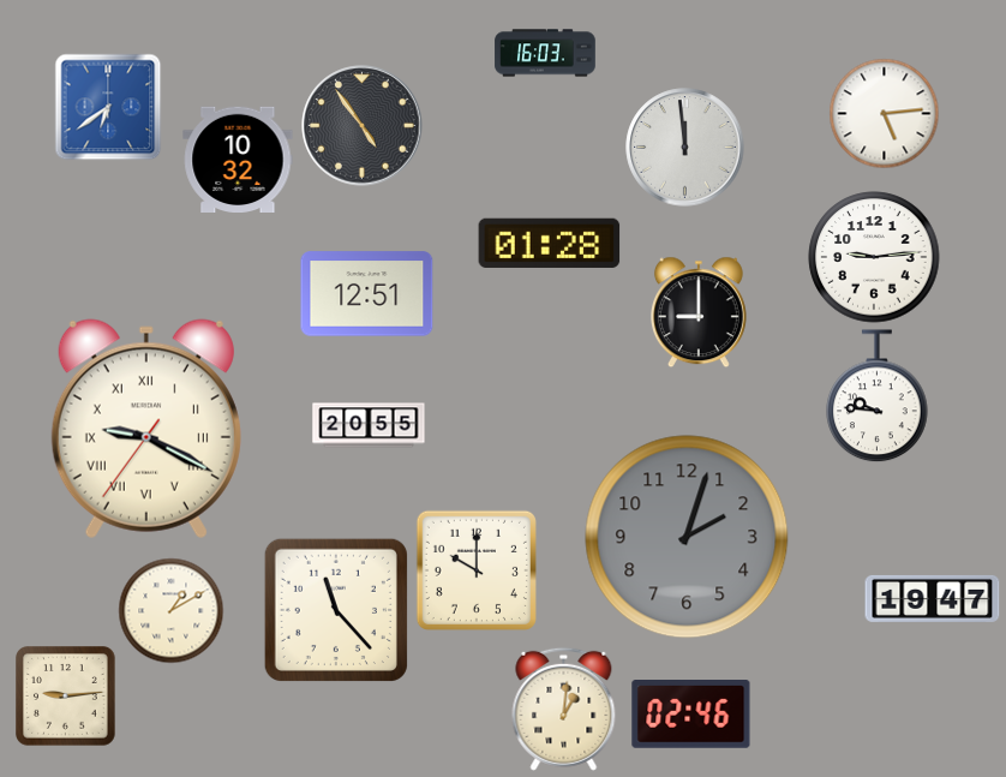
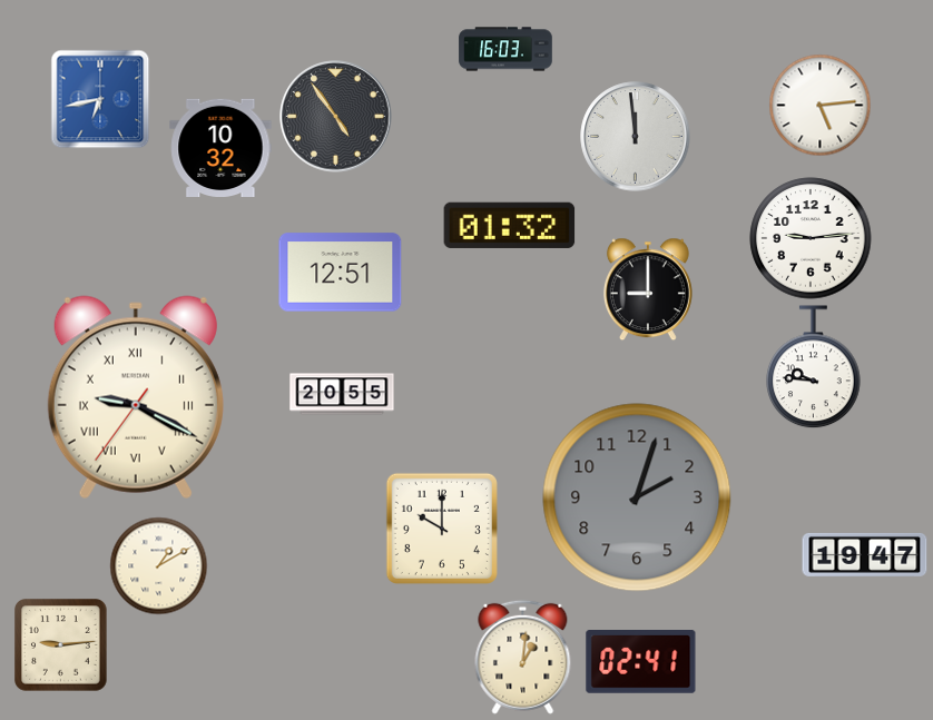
clock at (108, 107): 6:39 -> 6:43
clock at (550, 243): 01:28 -> 01:32
clock at (336, 610): 11:23 -> none
clock at (691, 715): 02:46 -> 02:41
